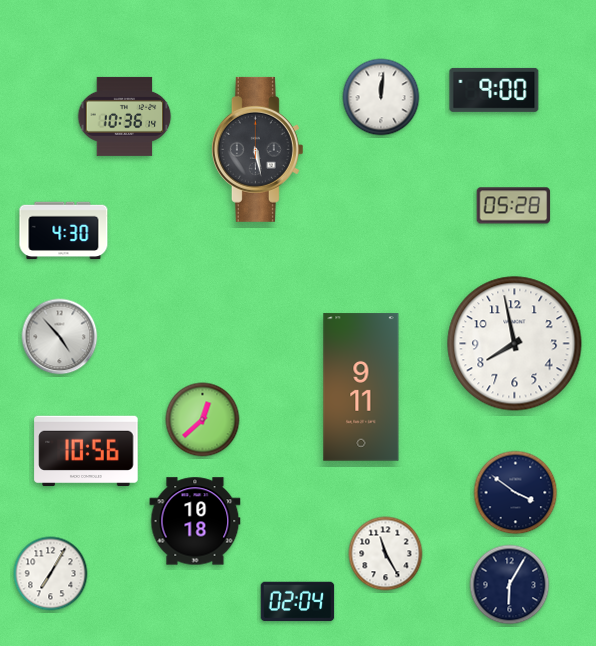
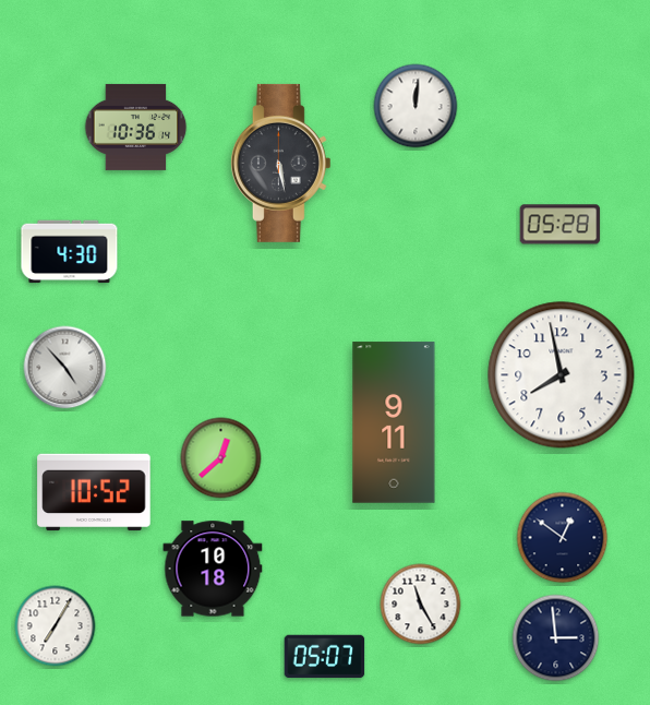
clock at (494, 90): 9:00 -> none
clock at (86, 451): 10:56 -> 10:52
clock at (516, 493): 3:51 -> 12:51
clock at (510, 585): 6:05 -> 2:59
clock at (298, 602): 02:04 -> 05:07
